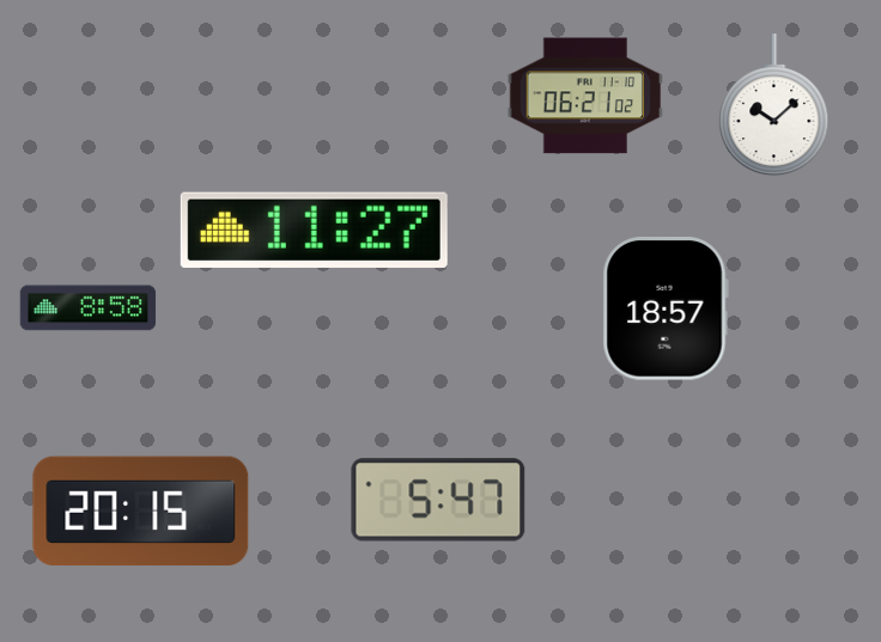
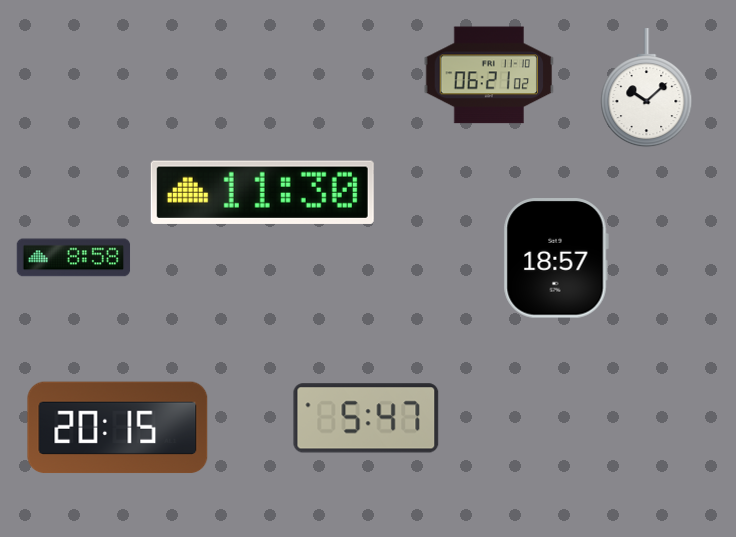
clock at (585, 96) position: (585, 96) -> (489, 75)
clock at (314, 230): 11:27 -> 11:30
